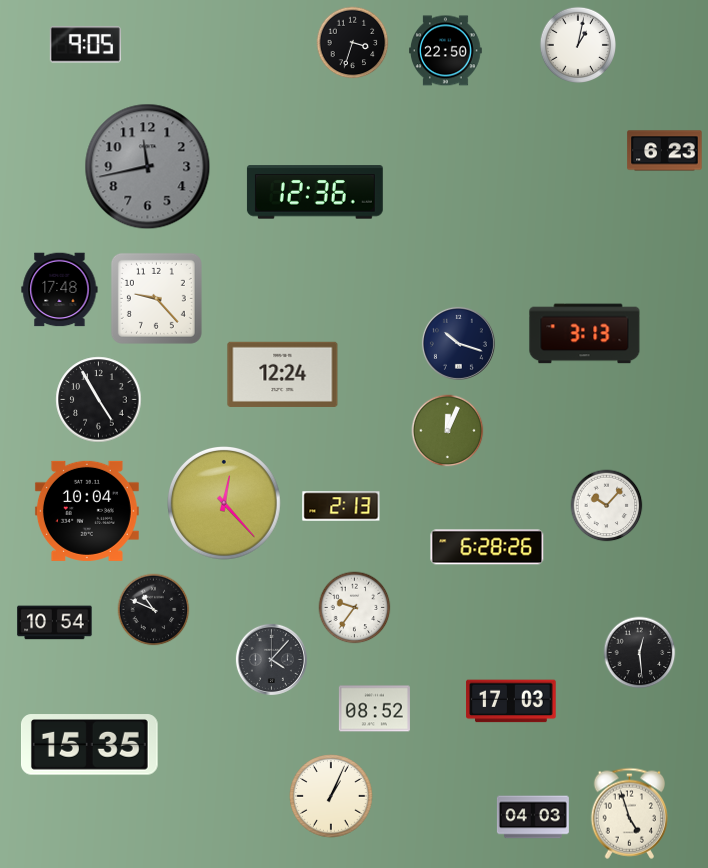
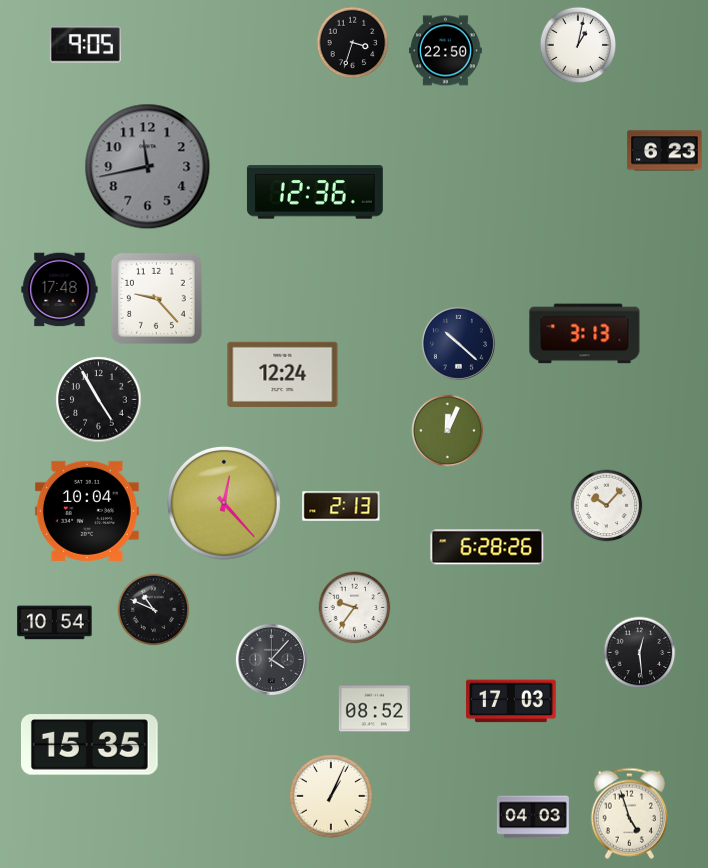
clock at (458, 343): 10:18 -> 10:22
